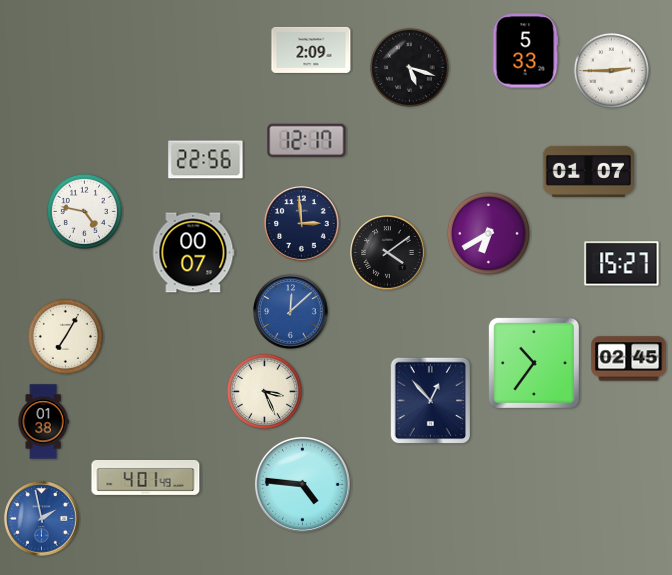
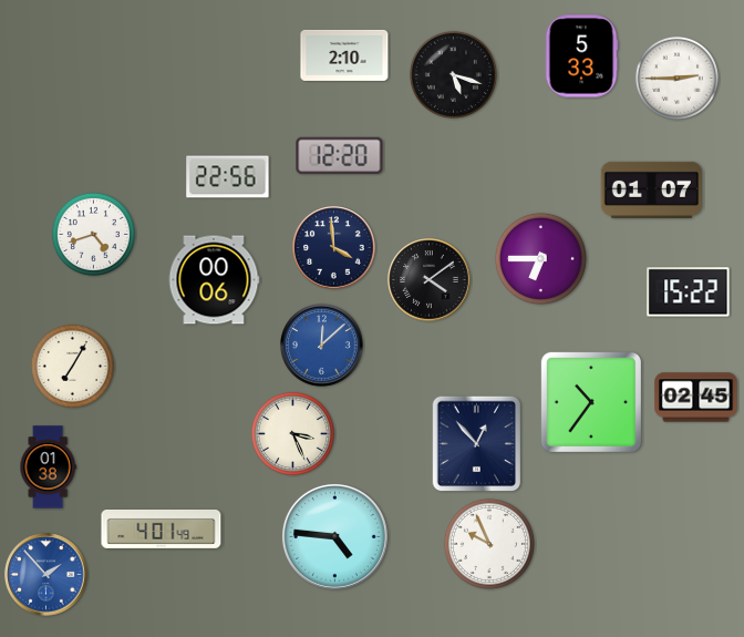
clock at (311, 50): 2:09 -> 2:10
clock at (307, 141): 12:17 -> 12:20
clock at (84, 211): 4:47 -> 4:42
clock at (302, 224): 2:59 -> 3:59
clock at (488, 233): 6:40 -> 6:45
clock at (193, 253): 00:07 -> 00:06
clock at (622, 264): 15:27 -> 15:22
clock at (65, 336) position: (65, 336) -> (72, 366)
clock at (489, 544): none -> 9:56
clock at (42, 519): 1:58 -> 1:53
